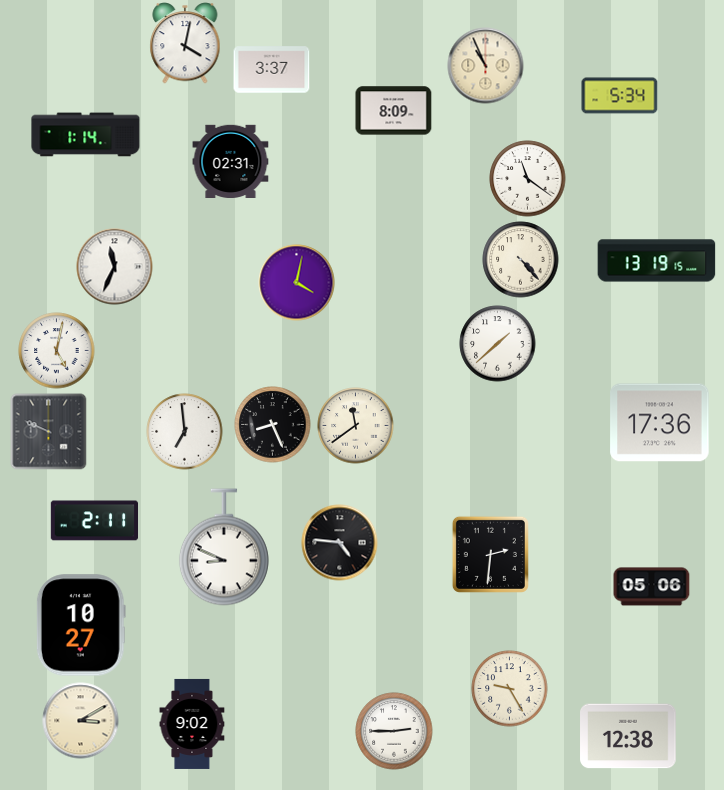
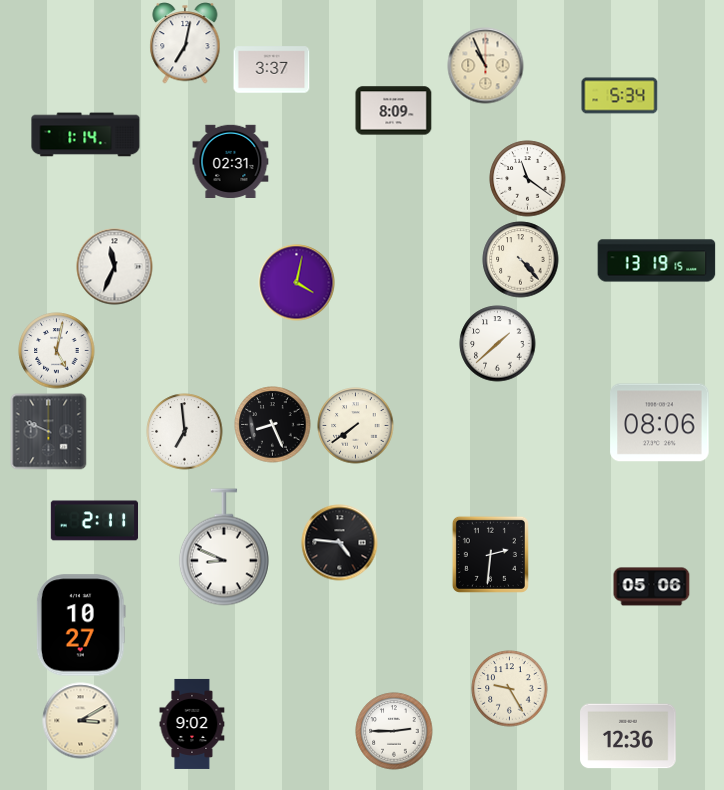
clock at (185, 43): 4:02 -> 7:02
clock at (660, 423): 17:36 -> 08:06
clock at (356, 426): 11:39 -> 7:39
clock at (628, 736): 12:38 -> 12:36
